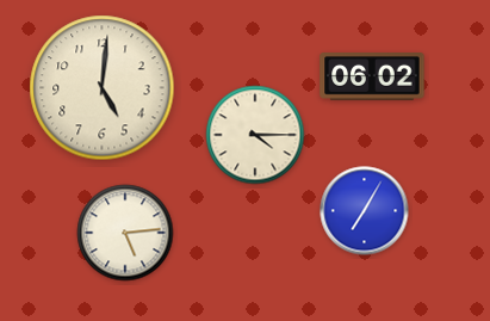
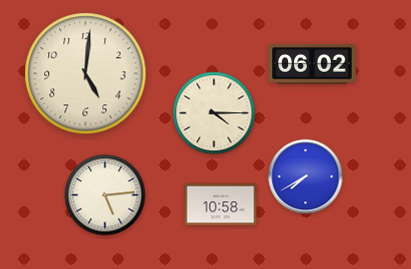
clock at (365, 211): 7:05 -> 7:40
clock at (221, 205): none -> 10:58
